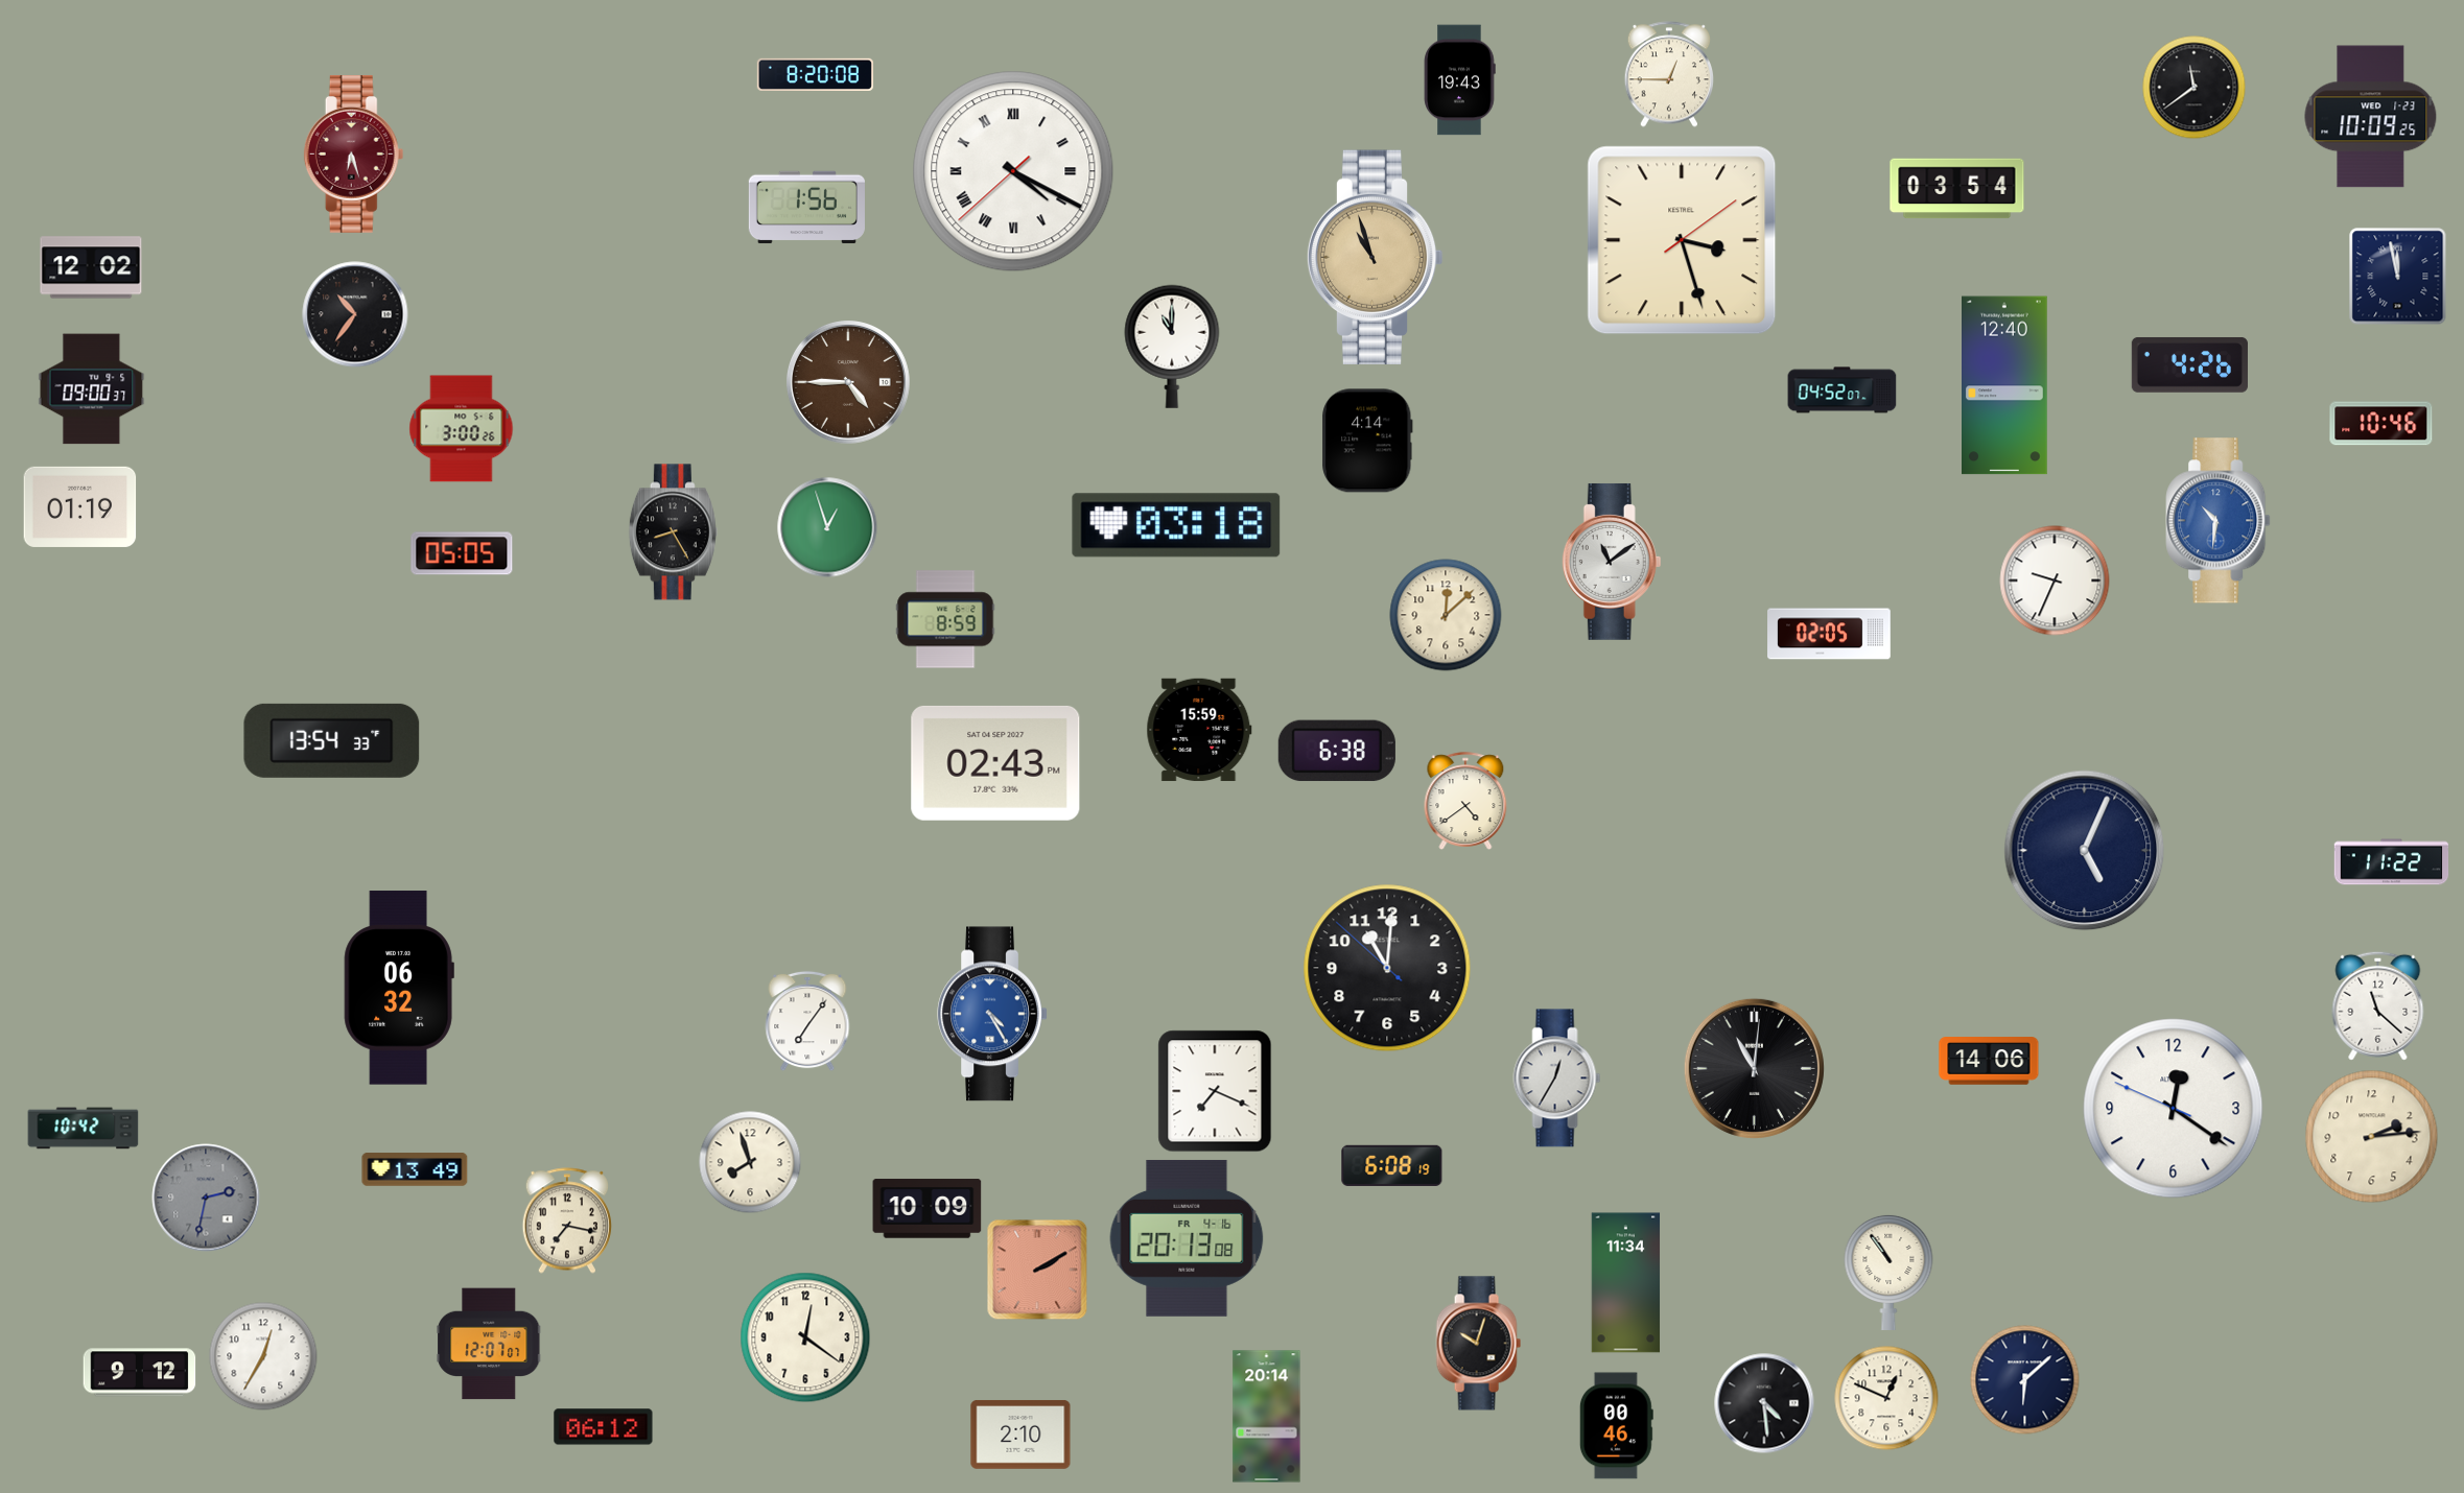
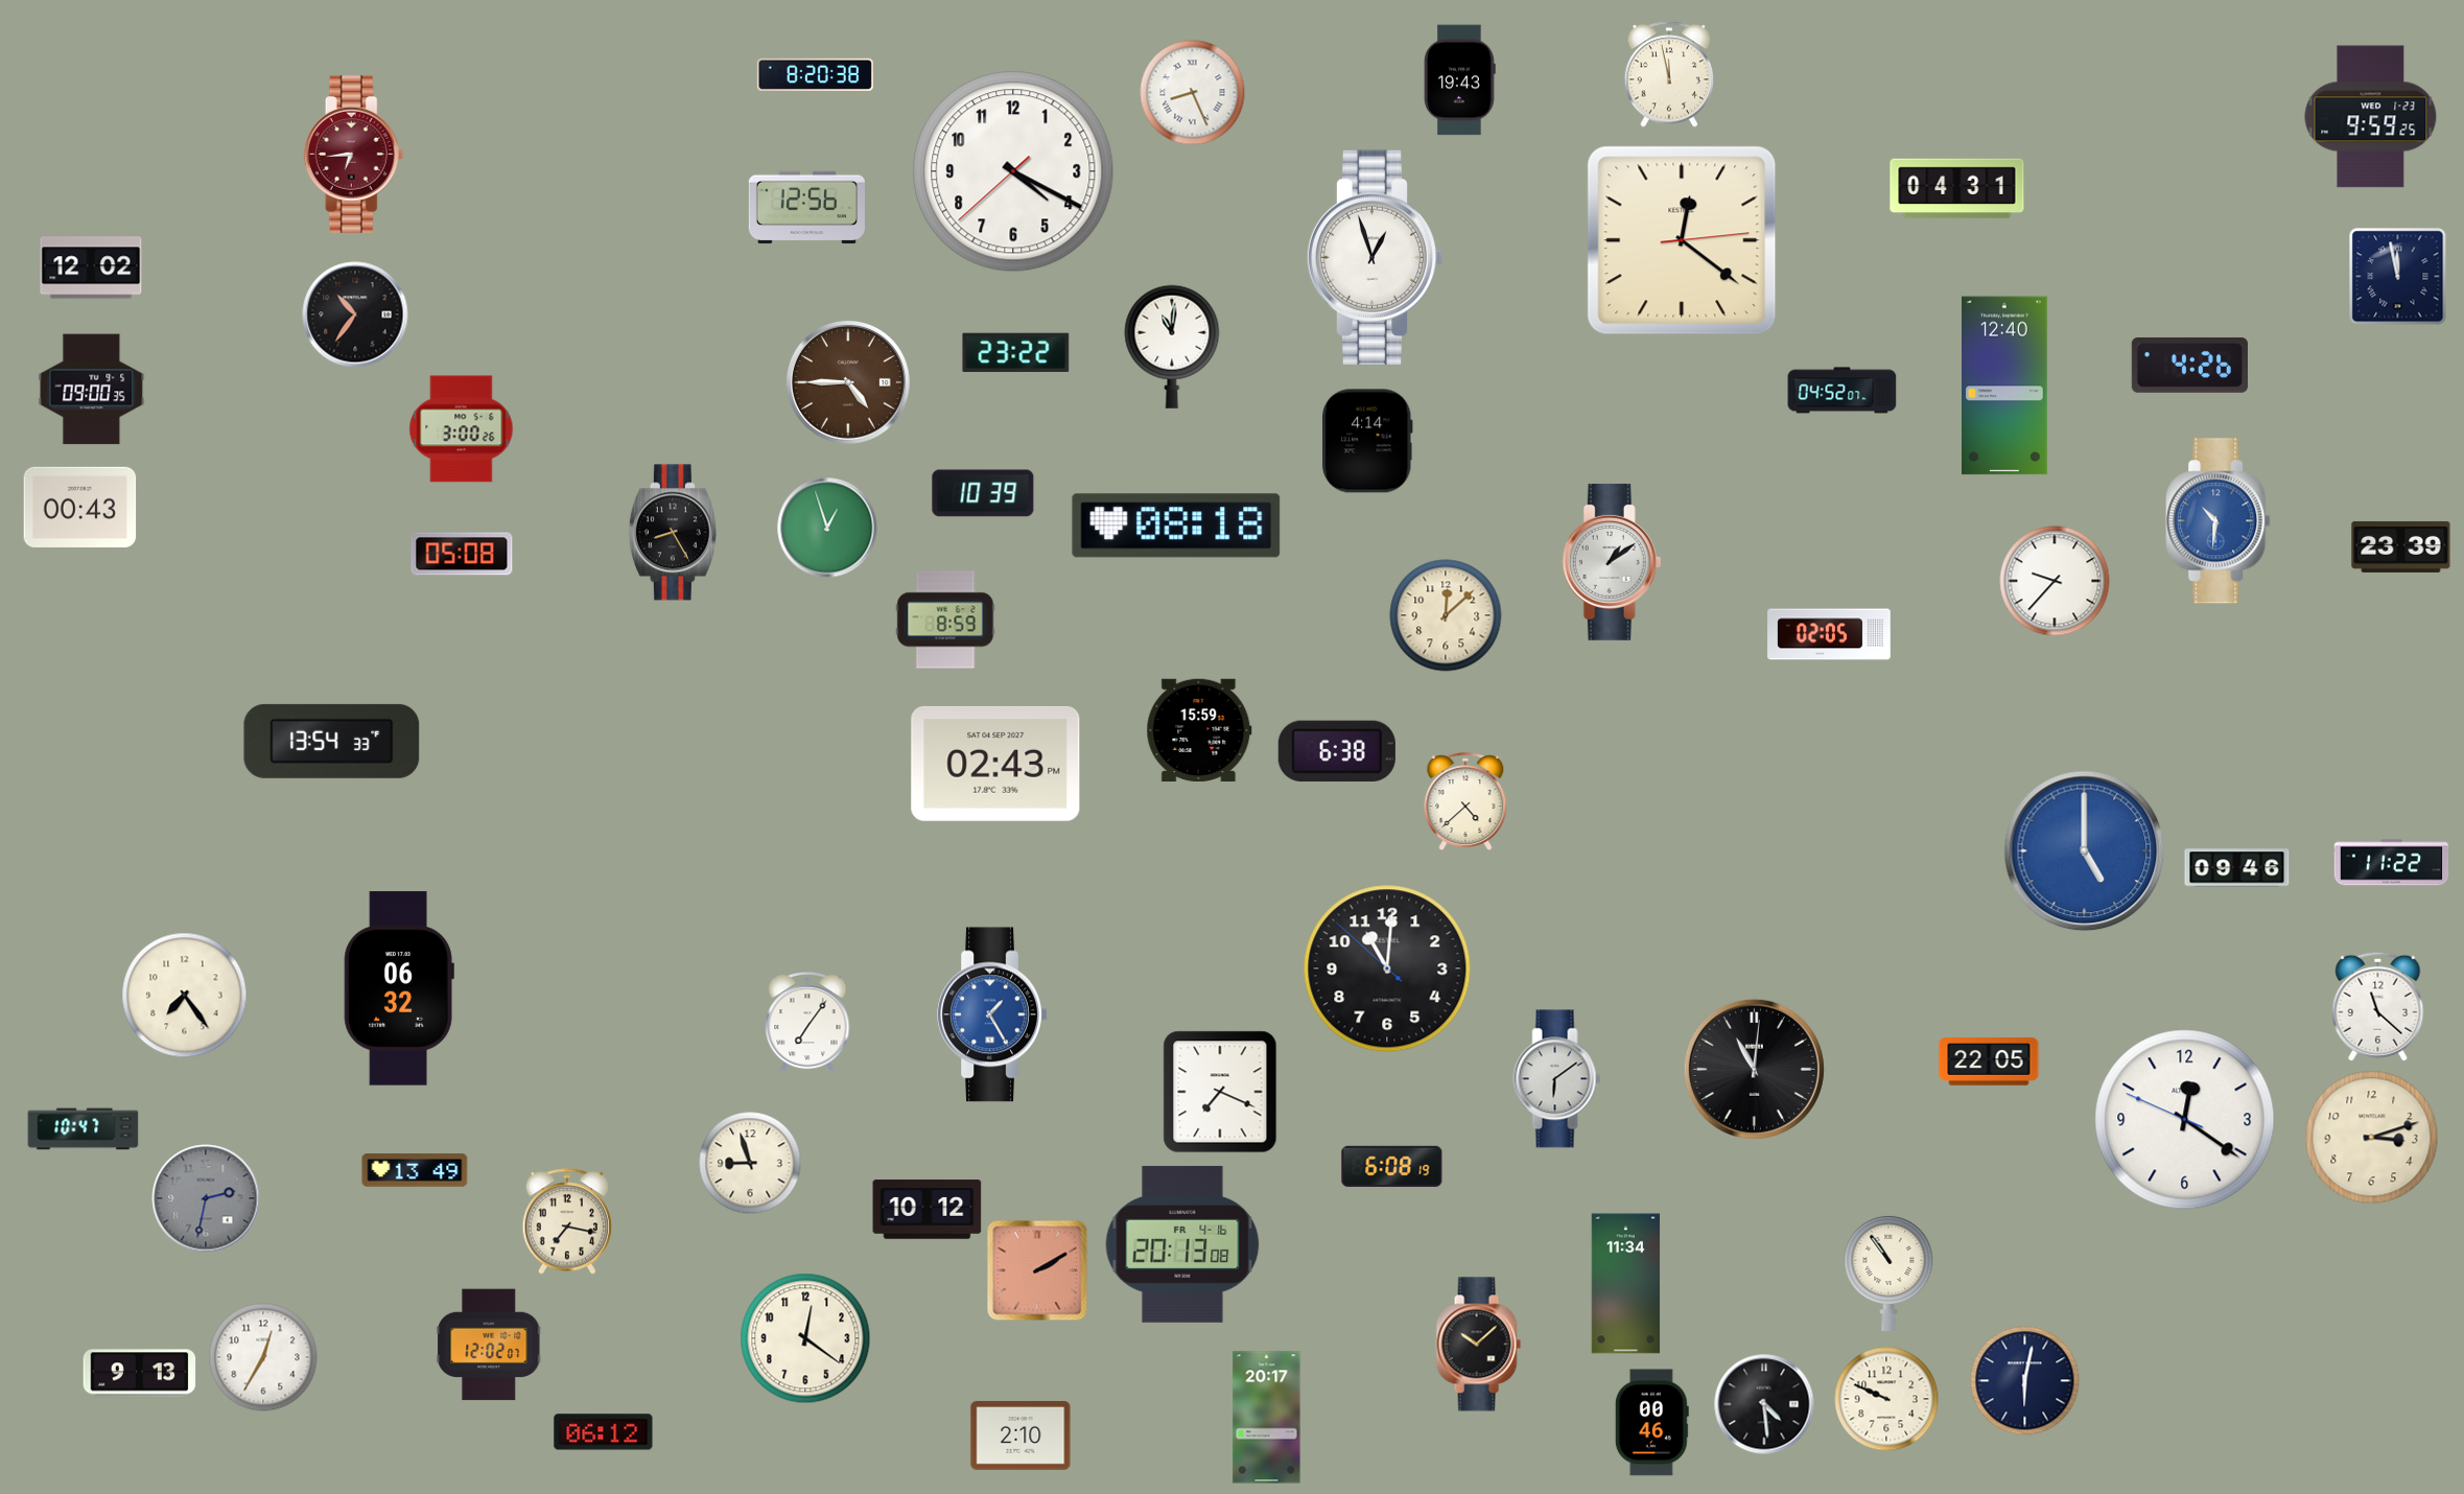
clock at (815, 74): 8:20:08 -> 8:20:38
clock at (1668, 74): 12:45 -> 11:58
clock at (2195, 88): 11:39 -> none
clock at (1193, 93): none -> 8:26
clock at (2371, 117): 10:09 -> 9:59
clock at (354, 155): 6:27 -> 6:44
clock at (1013, 171) numerals: Roman -> Arabic
clock at (1957, 189): 03:54 -> 04:31
clock at (806, 208): 1:56 -> 12:56
clock at (1682, 240): 3:27 -> 12:21
clock at (1375, 257): 10:57 -> 12:57
clock at (1375, 257) dial: champagne -> white
clock at (1172, 347): 11:00 -> 11:01
clock at (1016, 352): none -> 23:22
clock at (92, 389): 09:00:37 -> 09:00:35
clock at (2381, 424): 10:46 -> none
clock at (983, 493): none -> 10:39
clock at (80, 506): 01:19 -> 00:43
clock at (1176, 525): 03:18 -> 08:18
clock at (2401, 546): none -> 23:39
clock at (462, 553): 05:05 -> 05:08
clock at (1612, 562): 11:09 -> 1:09
clock at (2055, 580): 9:34 -> 9:37
clock at (1465, 801): 4:39 -> 4:38
clock at (2085, 851): 5:04 -> 5:00
clock at (2085, 851) dial: navy -> blue
clock at (2237, 868): none -> 09:46
clock at (185, 996): none -> 7:24
clock at (992, 1014): 4:25 -> 1:25
clock at (1989, 1061): 14:06 -> 22:05
clock at (1557, 1079): 12:35 -> 6:09
clock at (1215, 1091) position: (1215, 1091) -> (1220, 1092)
clock at (2174, 1109) position: (2174, 1109) -> (2185, 1120)
clock at (84, 1129): 10:42 -> 10:47
clock at (2372, 1137): 2:14 -> 3:12
clock at (750, 1162): 7:57 -> 8:57
clock at (928, 1209): 10:09 -> 10:12
clock at (1187, 1238) position: (1187, 1238) -> (1182, 1244)
clock at (489, 1344): 12:07 -> 12:02
clock at (1478, 1344): 10:03 -> 10:08
clock at (140, 1373): 9:12 -> 9:13
clock at (2025, 1380): 6:08 -> 6:02
clock at (1886, 1398): 12:49 -> 9:49
clock at (1267, 1417): 20:14 -> 20:17
clock at (1616, 1426) position: (1616, 1426) -> (1651, 1423)
clock at (604, 1427) position: (604, 1427) -> (604, 1432)
